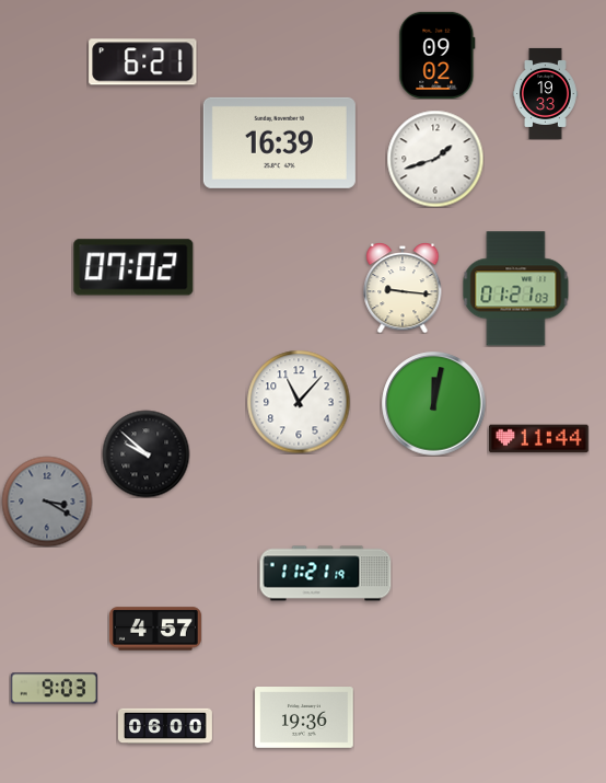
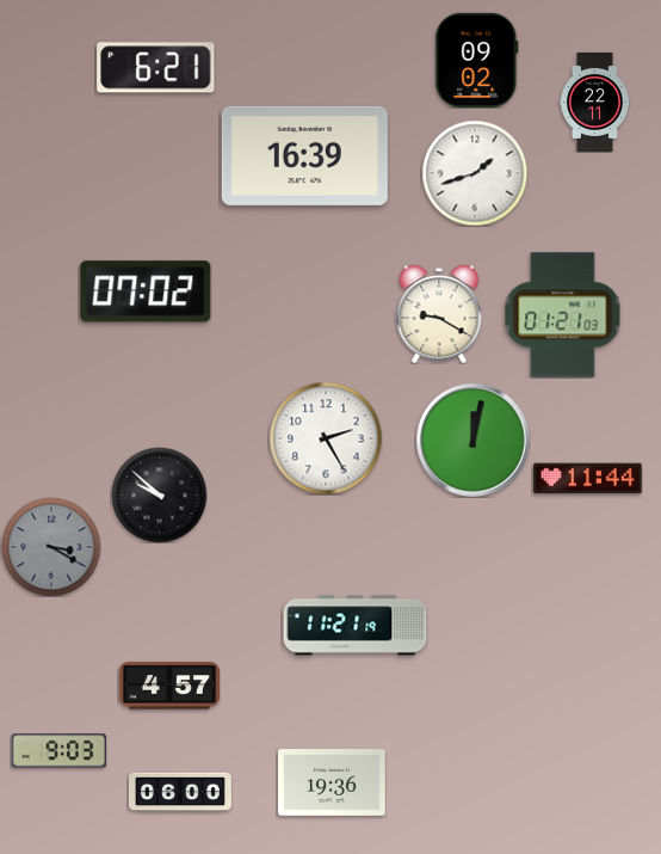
clock at (546, 93): 19:33 -> 22:11
clock at (403, 288): 9:16 -> 9:20
clock at (299, 402): 11:07 -> 2:25
